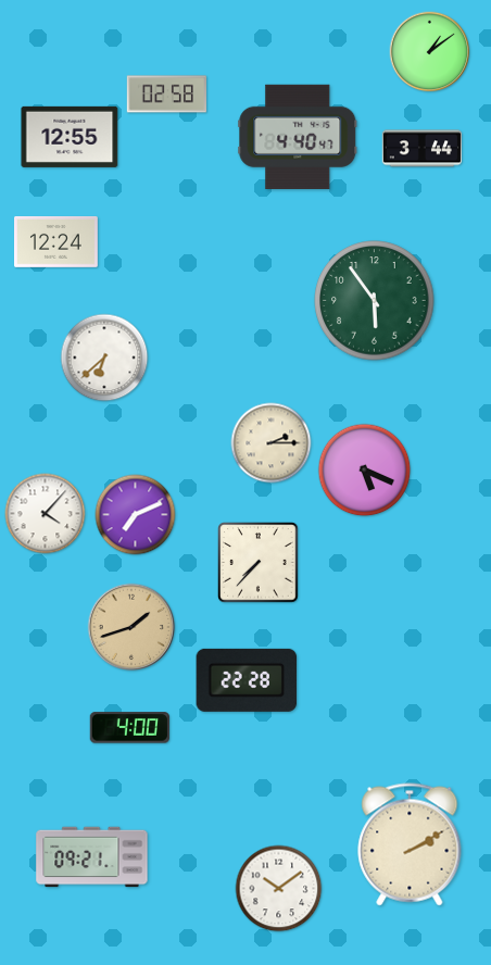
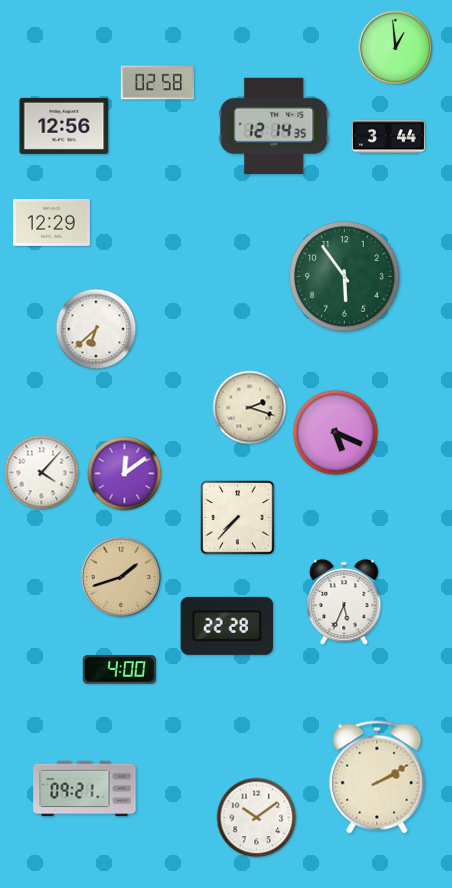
clock at (430, 52): 1:09 -> 12:59
clock at (166, 95) position: (166, 95) -> (157, 83)
clock at (70, 137): 12:55 -> 12:56
clock at (298, 137): 4:40 -> 12:14
clock at (56, 242): 12:24 -> 12:29
clock at (272, 443): 2:15 -> 2:18
clock at (136, 515): 7:11 -> 12:09
clock at (344, 602): none -> 5:34
